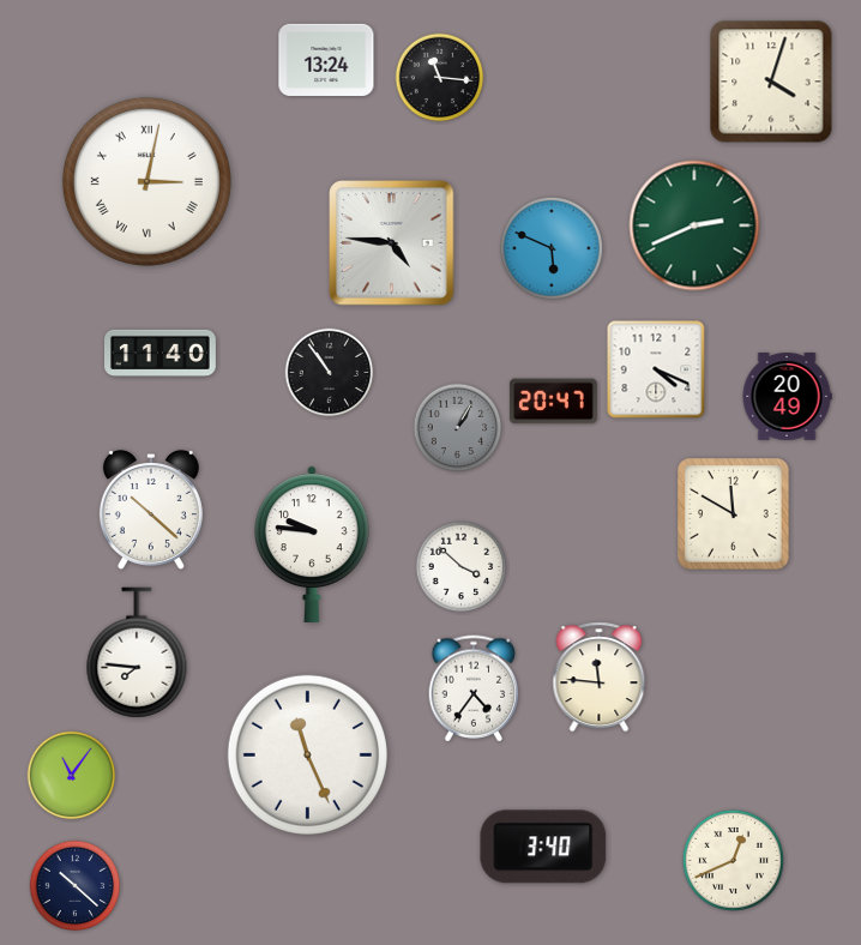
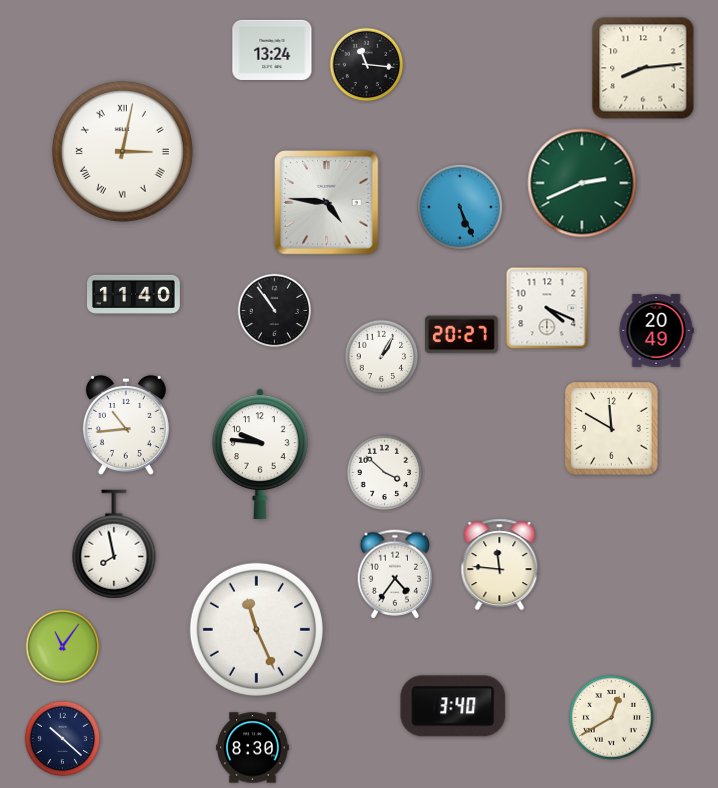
clock at (771, 82): 4:03 -> 8:14
clock at (694, 225) position: (694, 225) -> (582, 183)
clock at (552, 248): 5:49 -> 5:26
clock at (553, 402): 20:47 -> 20:27
clock at (458, 428) dial: grey -> white
clock at (151, 510): 10:22 -> 10:44
clock at (137, 652): 7:46 -> 7:58
clock at (72, 776) position: (72, 776) -> (63, 647)
clock at (733, 860): 12:41 -> 12:40
clock at (253, 748): none -> 8:30
